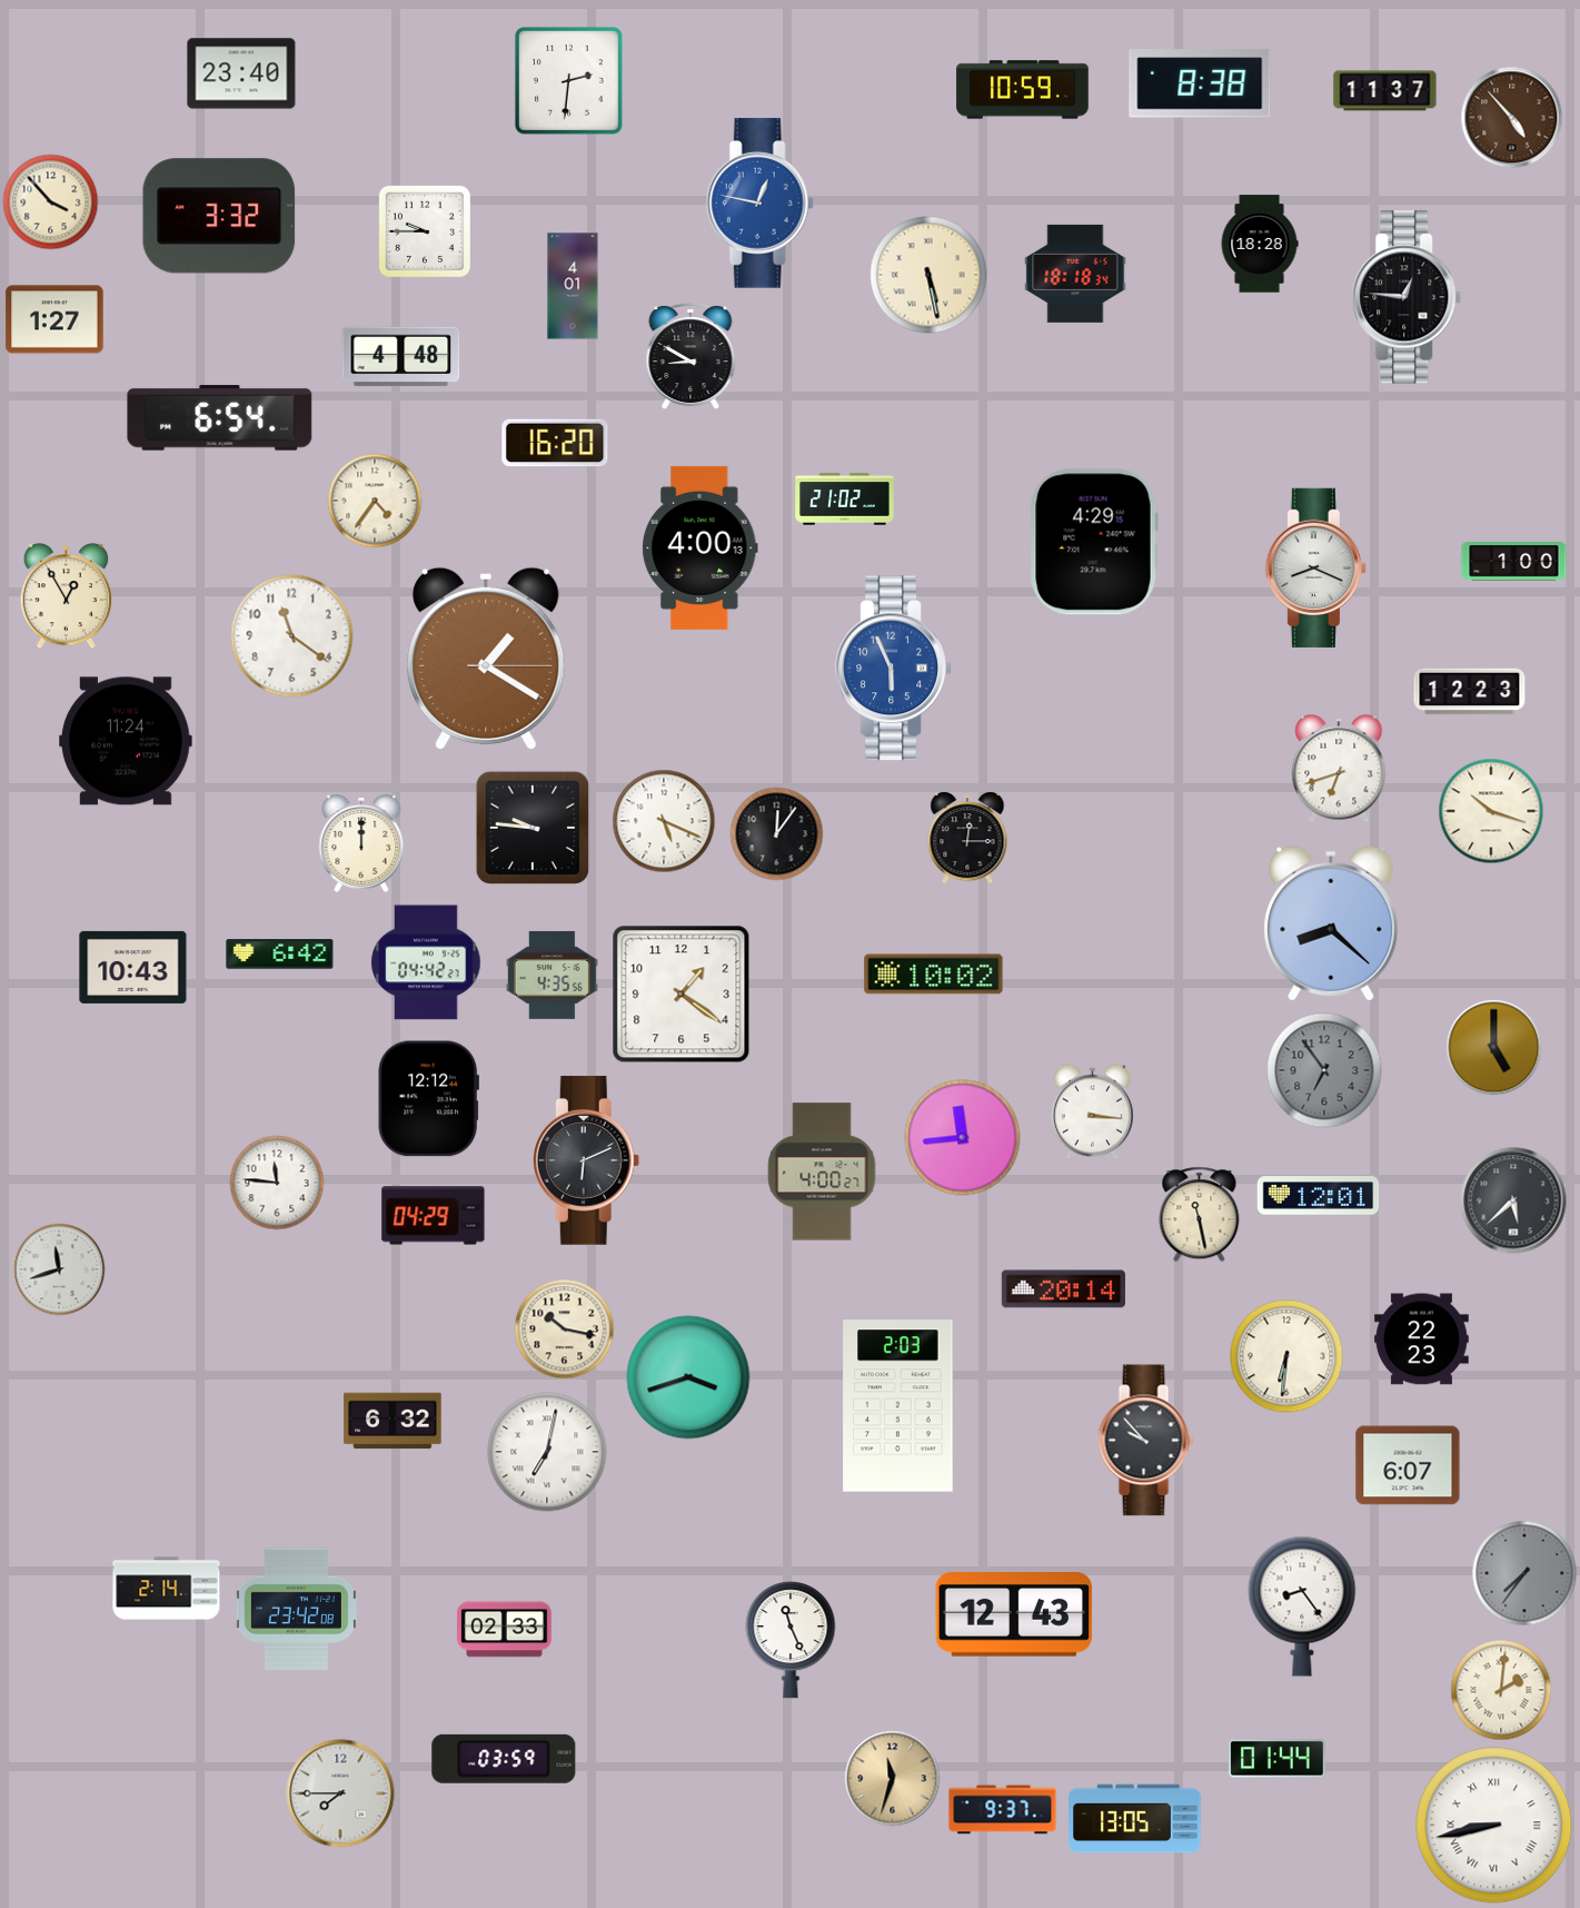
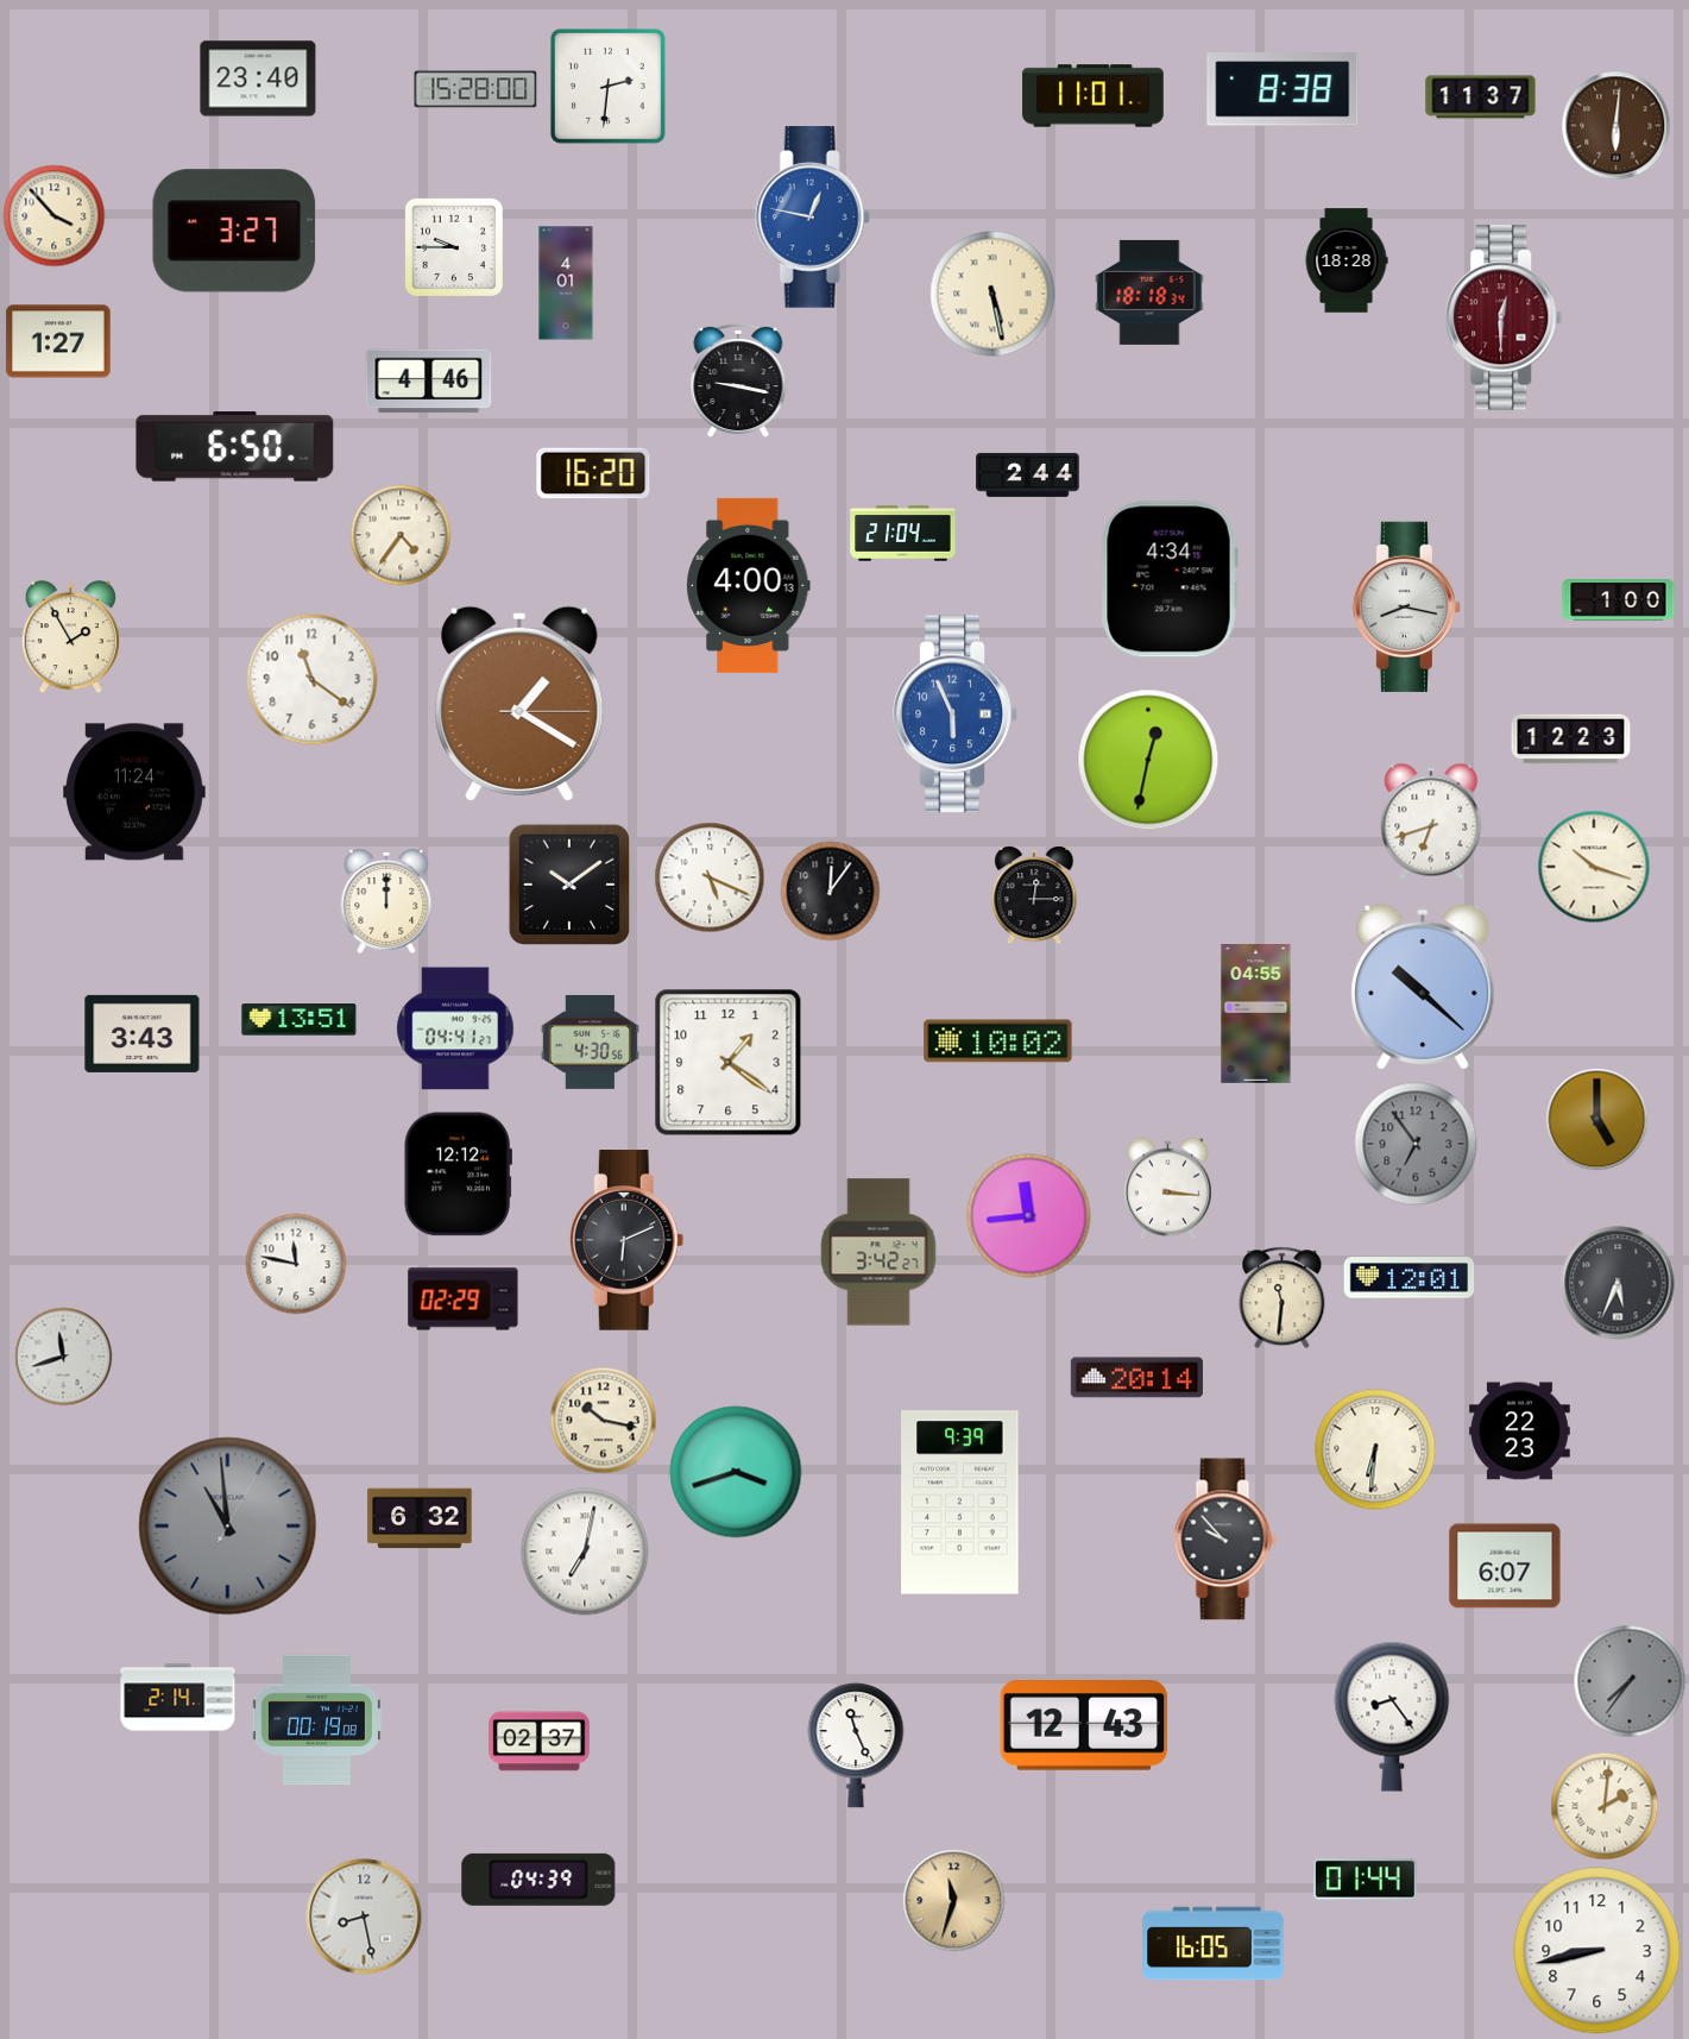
clock at (475, 89): none -> 15:28
clock at (1023, 90): 10:59 -> 11:01
clock at (1512, 118): 4:53 -> 6:01
clock at (219, 216): 3:32 -> 3:27
clock at (573, 286) position: (573, 286) -> (566, 283)
clock at (1407, 297): 12:46 -> 12:30
clock at (1407, 297) dial: black -> burgundy
clock at (690, 356): 8:50 -> 9:17
clock at (401, 357): 4:48 -> 4:46
clock at (220, 418): 6:54 -> 6:50
clock at (1028, 474): none -> 2:44
clock at (845, 500): 21:02 -> 21:04
clock at (1094, 542): 4:29 -> 4:34
clock at (1315, 567): 8:19 -> 8:17
clock at (66, 596): 12:55 -> 1:55
clock at (1148, 760): none -> 12:32
clock at (531, 827): 9:46 -> 10:09
clock at (1331, 923): 8:22 -> 10:22
clock at (1256, 1014): none -> 04:55
clock at (280, 955): 6:42 -> 13:51
clock at (426, 962): 04:42 -> 04:41
clock at (133, 967): 10:43 -> 3:43
clock at (551, 975): 4:35 -> 4:30
clock at (822, 1172): 4:00 -> 3:42
clock at (277, 1183): 11:46 -> 11:47
clock at (1513, 1200): 5:38 -> 5:34
clock at (1200, 1215): 11:28 -> 11:31
clock at (434, 1216): 04:29 -> 02:29
clock at (898, 1406): 2:03 -> 9:39
clock at (228, 1527): none -> 10:59
clock at (296, 1610): 23:42 -> 00:19
clock at (505, 1630): 02:33 -> 02:37
clock at (791, 1640) position: (791, 1640) -> (856, 1745)
clock at (504, 1759): 03:59 -> 04:39
clock at (340, 1793): 7:45 -> 8:28
clock at (1003, 1810): 9:37 -> none
clock at (1135, 1819): 13:05 -> 16:05
clock at (1494, 1826) numerals: Roman -> Arabic
